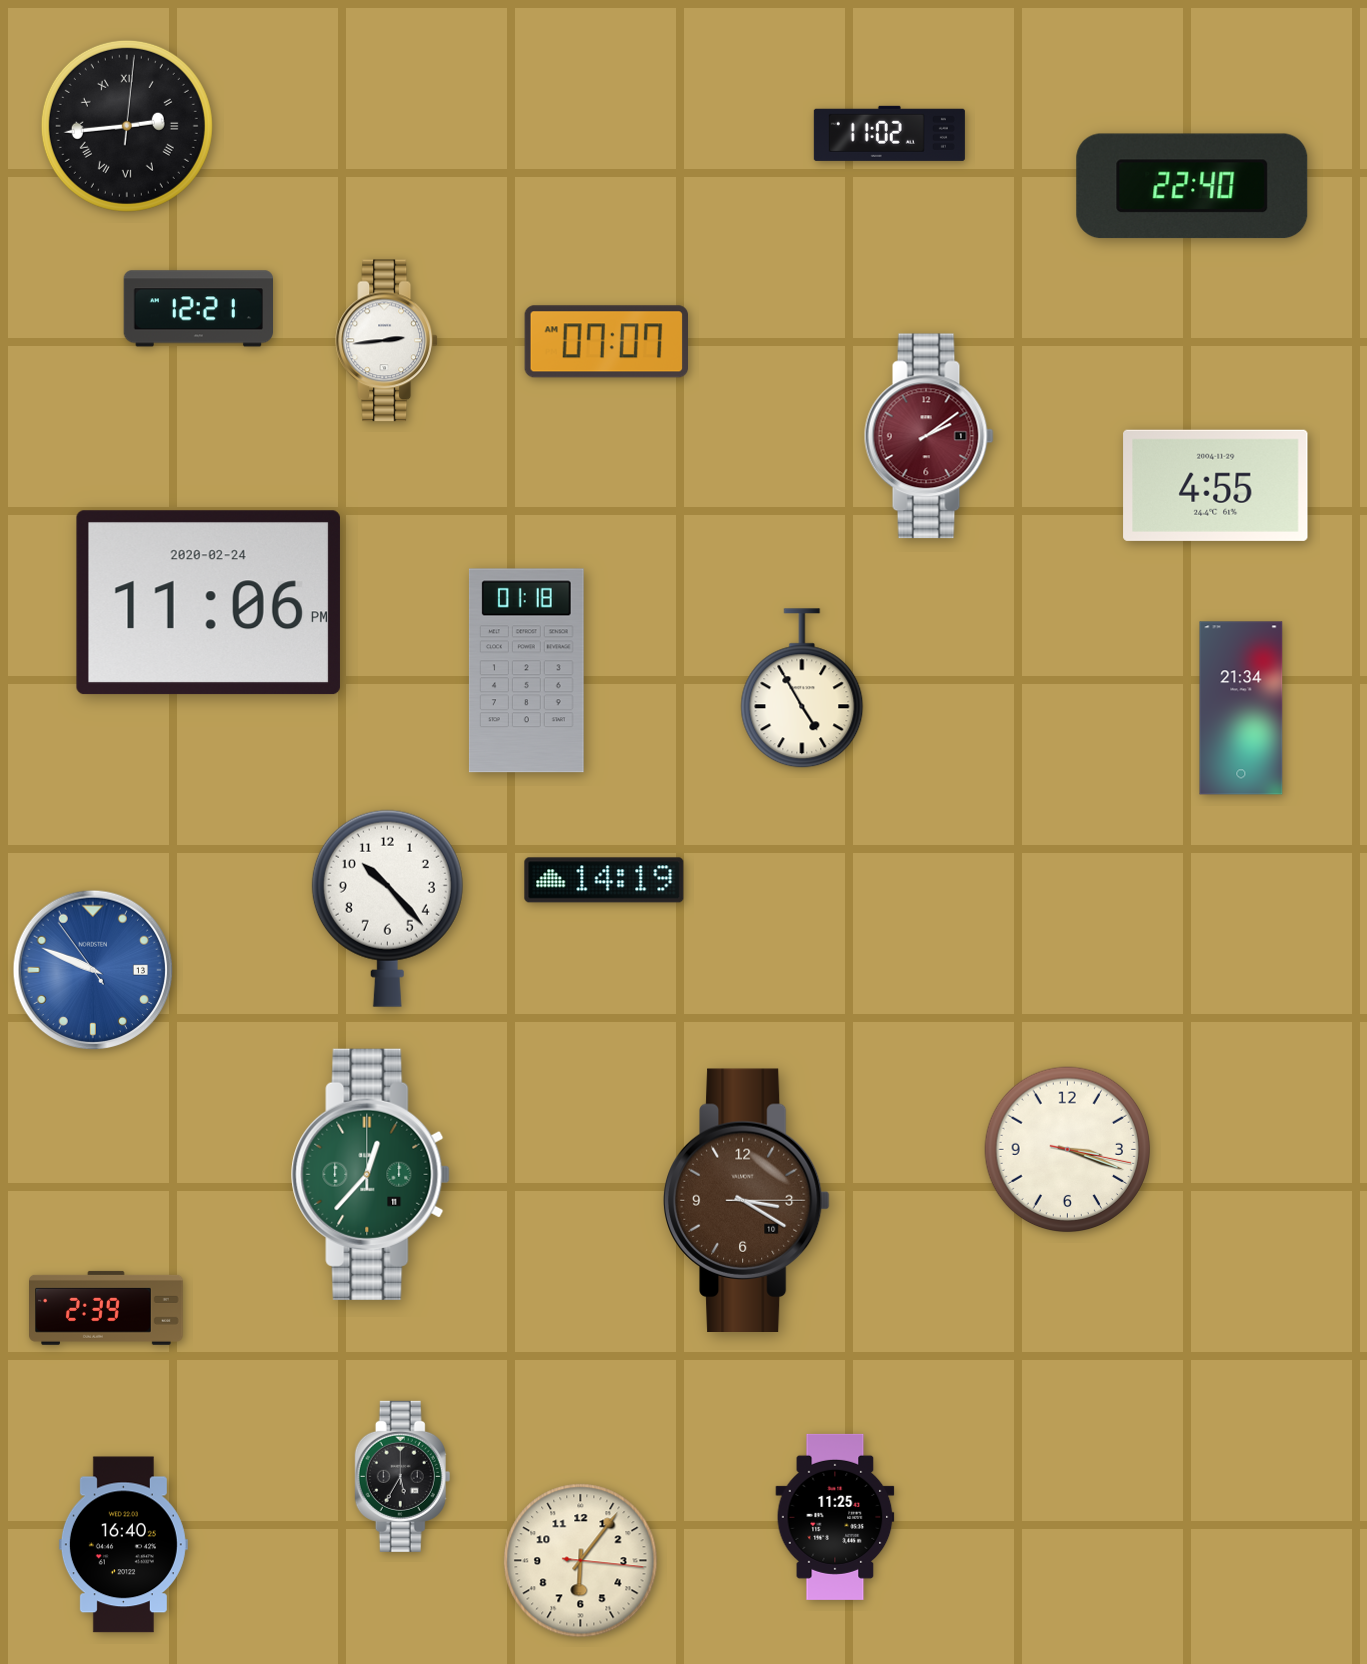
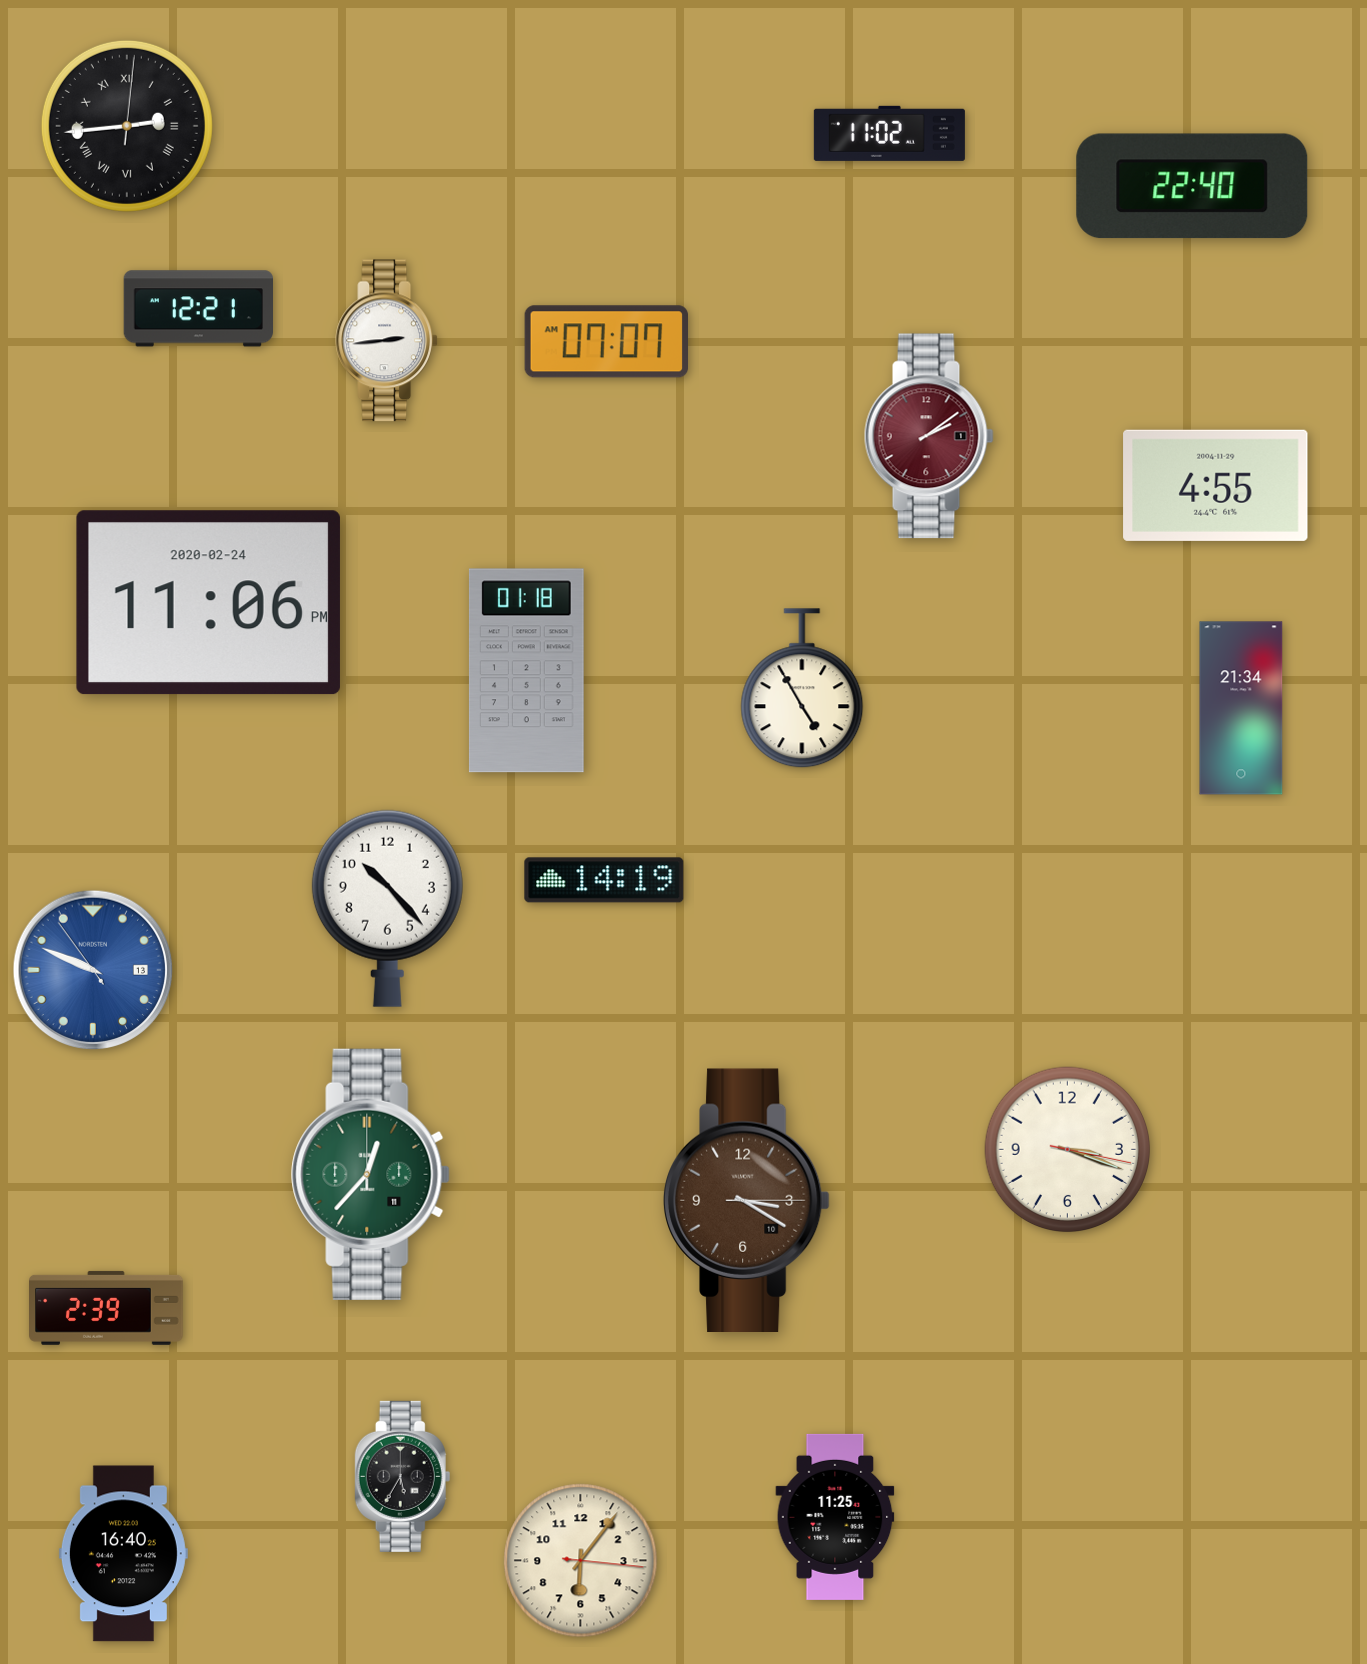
clock at (123, 1545) position: (123, 1545) -> (123, 1554)
